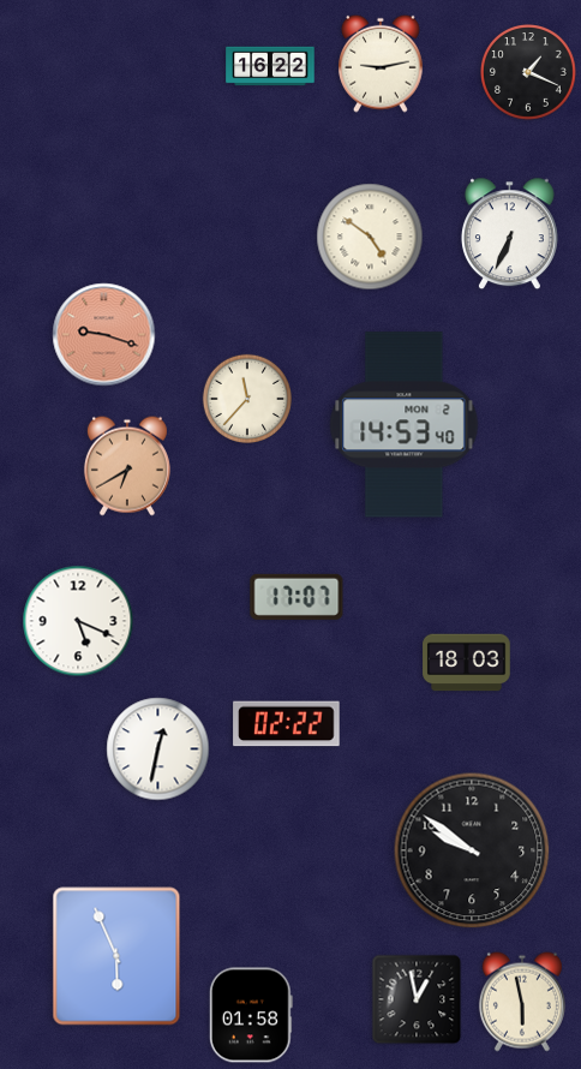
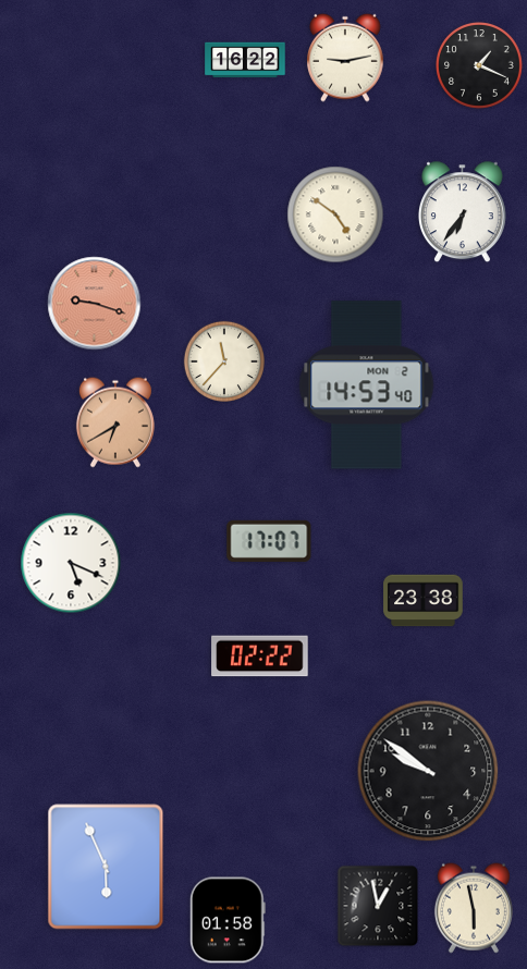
clock at (509, 234): 6:34 -> 6:36
clock at (467, 663): 18:03 -> 23:38
clock at (158, 750): 12:32 -> none
